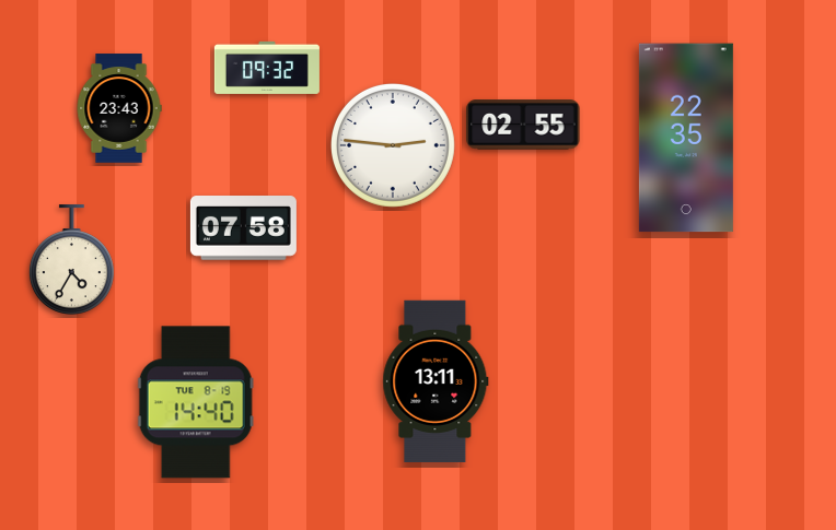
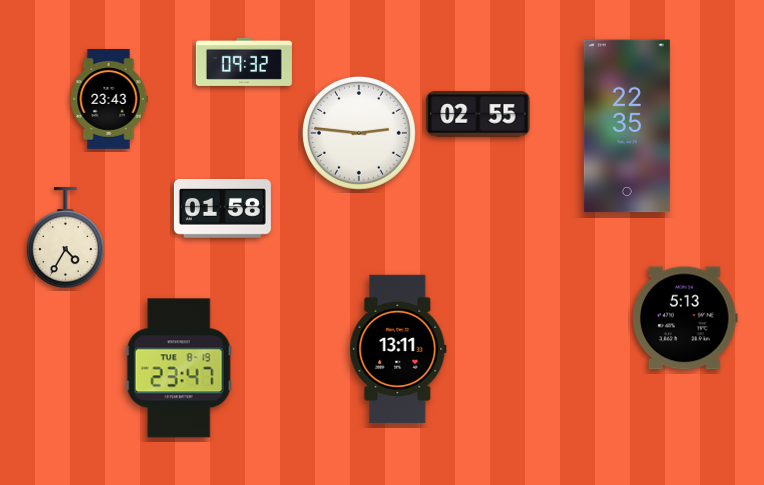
clock at (243, 228): 07:58 -> 01:58
clock at (686, 318): none -> 5:13
clock at (196, 402): 14:40 -> 23:47
